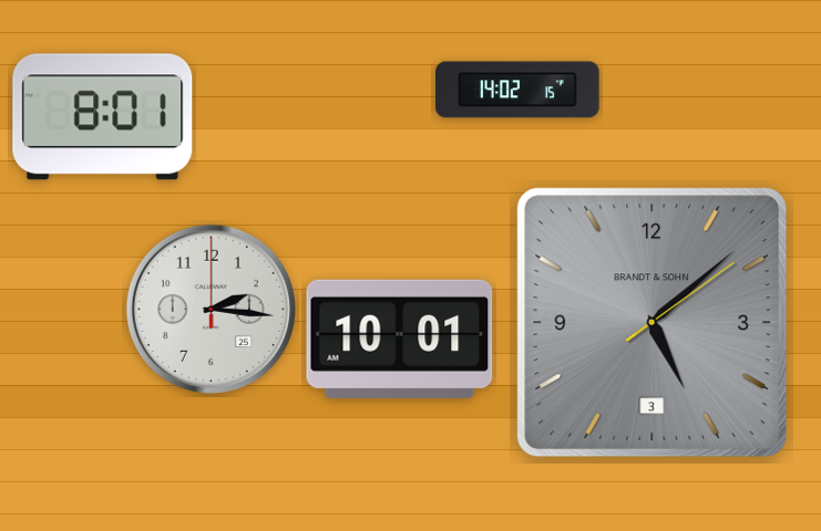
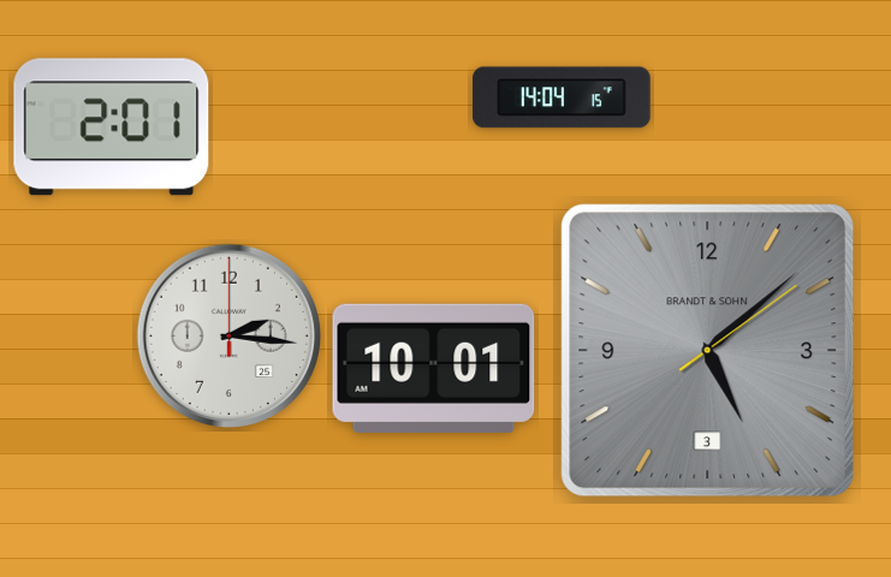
clock at (517, 90): 14:02 -> 14:04
clock at (103, 117): 8:01 -> 2:01
